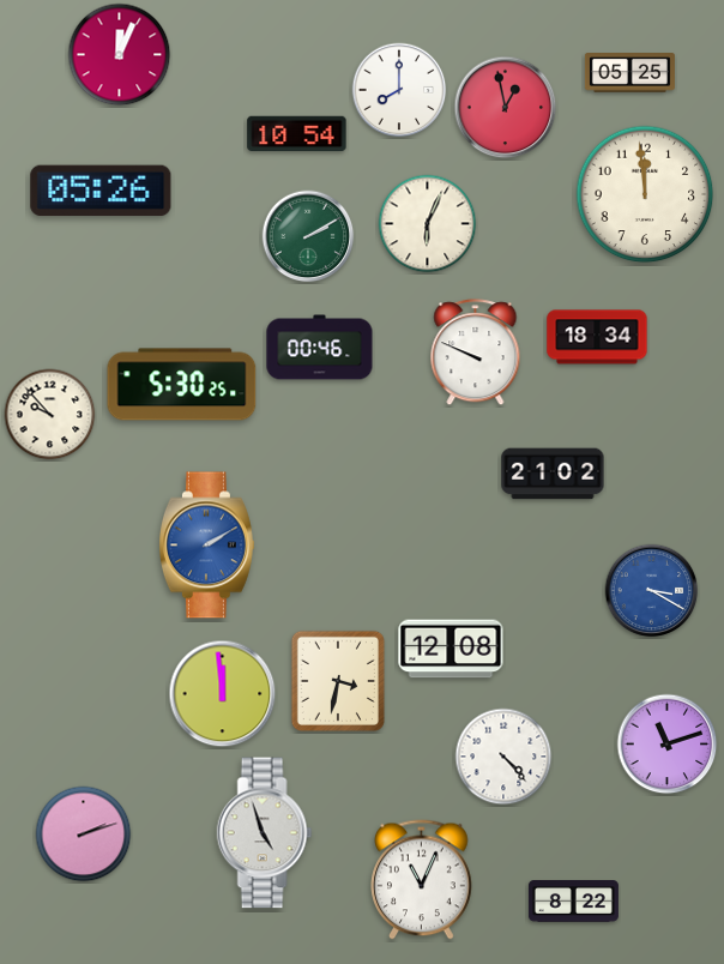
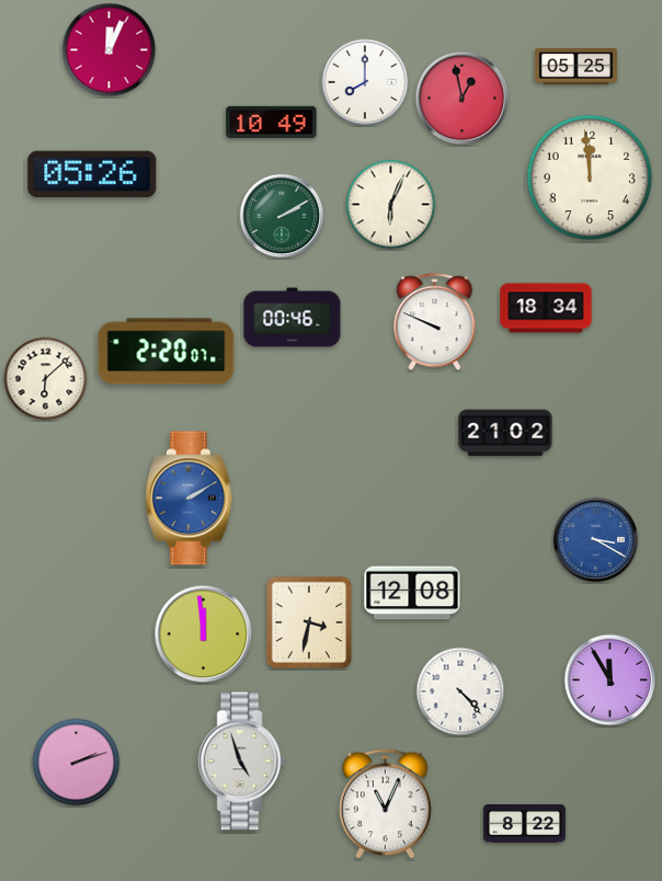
clock at (297, 134): 10:54 -> 10:49
clock at (182, 385): 5:30 -> 2:20
clock at (50, 415): 9:53 -> 6:08
clock at (668, 745): 11:12 -> 11:55
